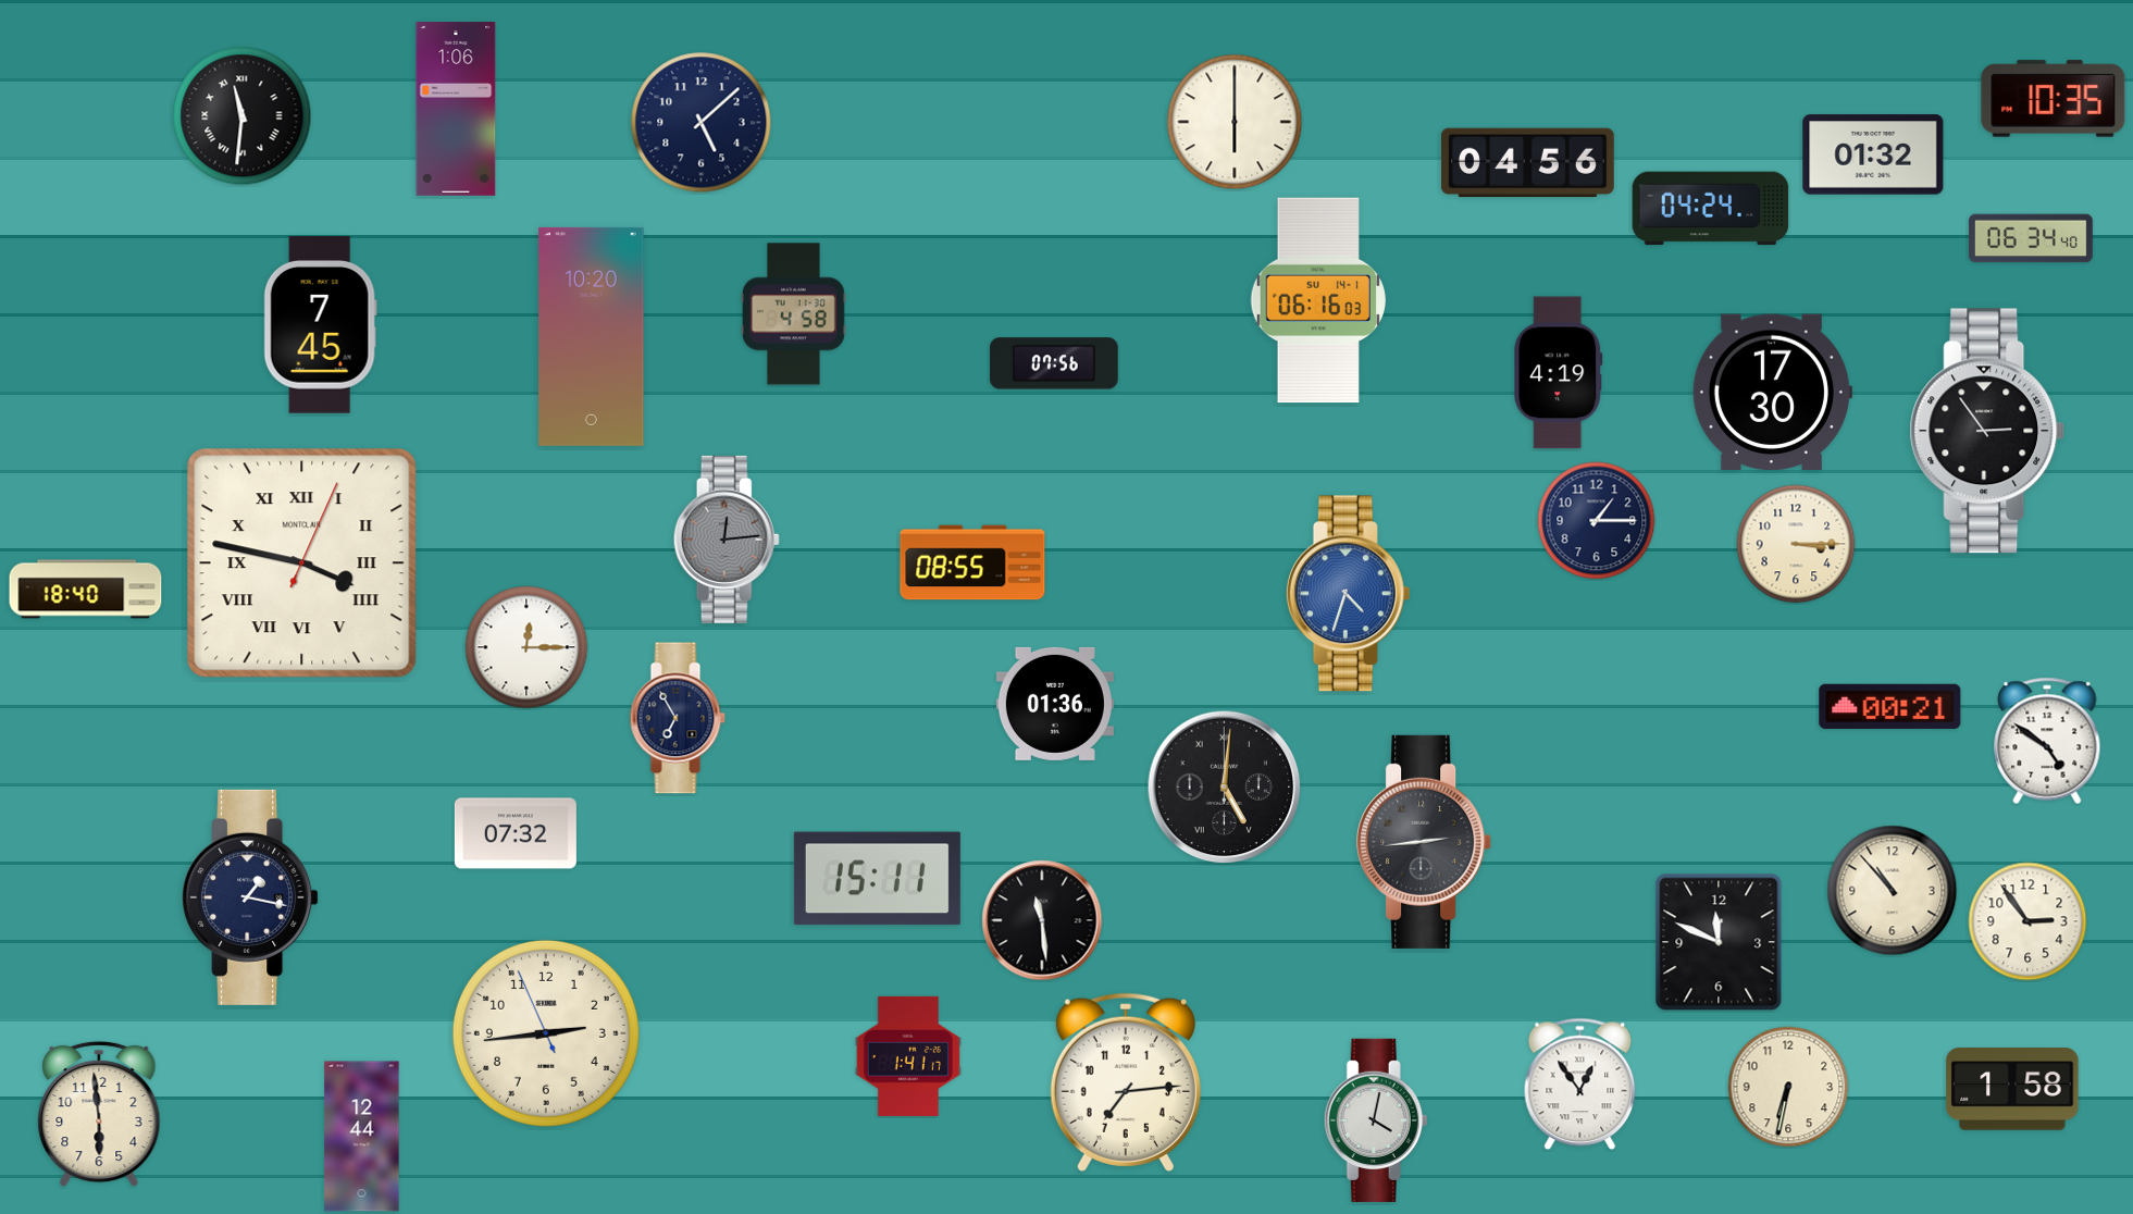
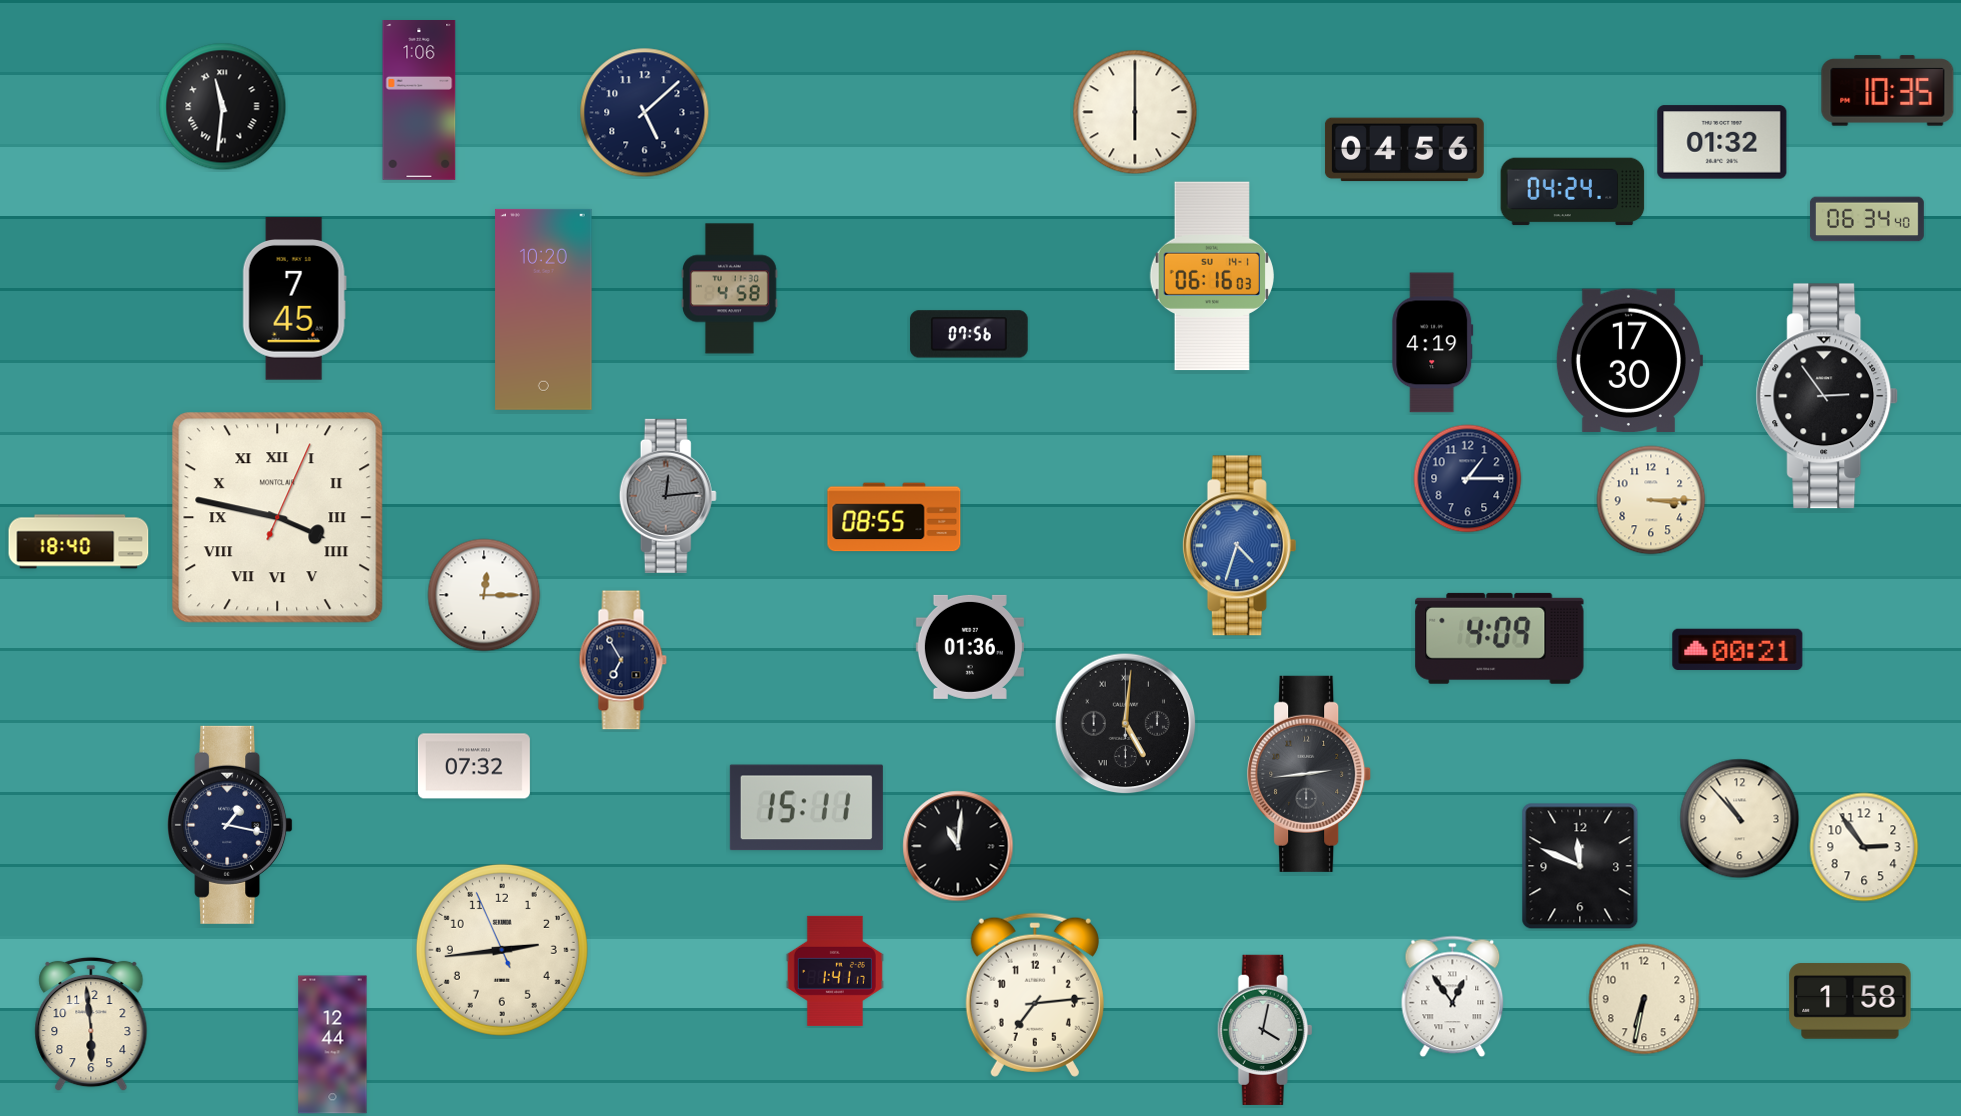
clock at (1500, 638): none -> 4:09
clock at (2047, 741): 4:51 -> none
clock at (1042, 920): 11:29 -> 11:01
